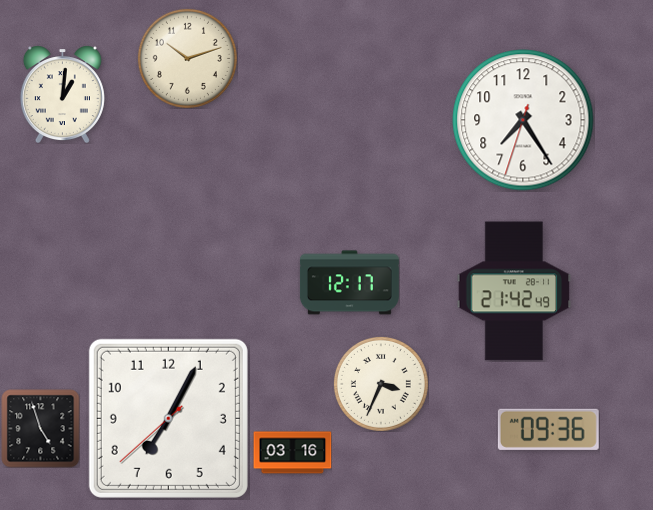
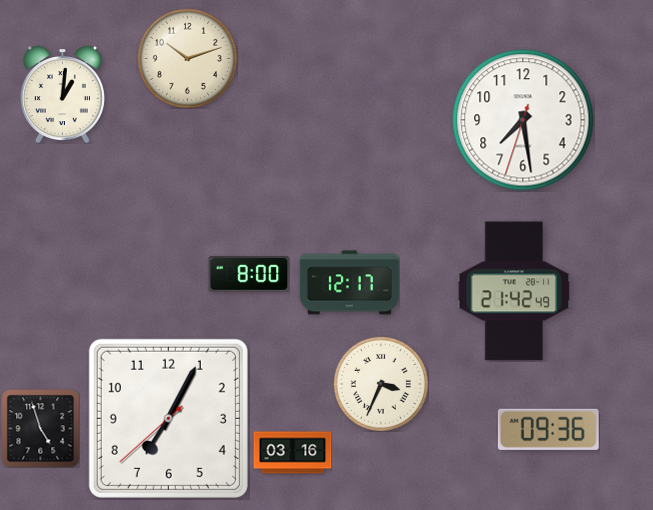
clock at (523, 120): 7:24 -> 7:28
clock at (249, 274): none -> 8:00
